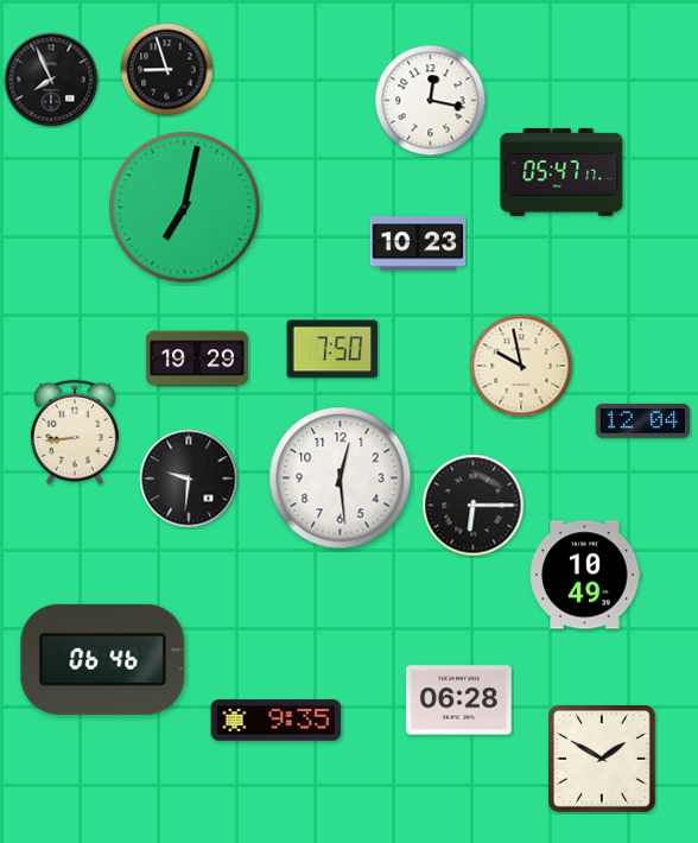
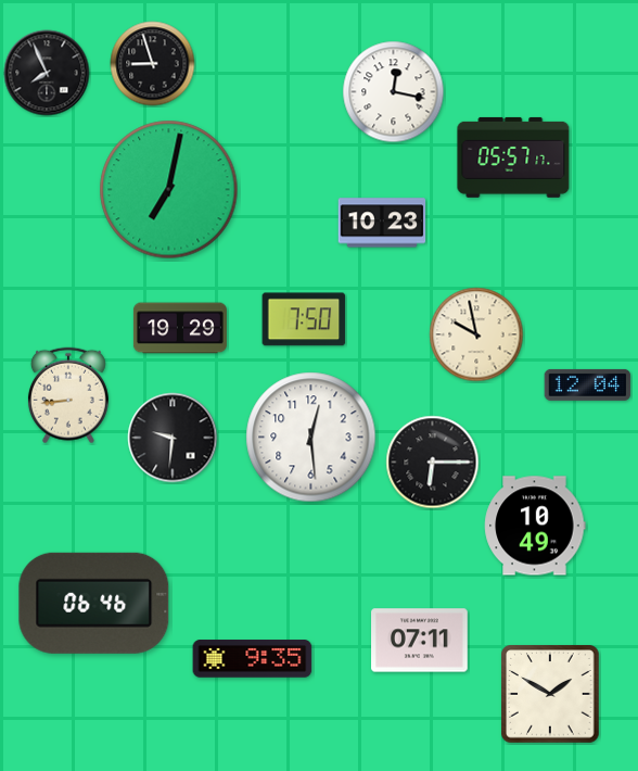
clock at (561, 172): 05:47 -> 05:57
clock at (459, 701): 06:28 -> 07:11
